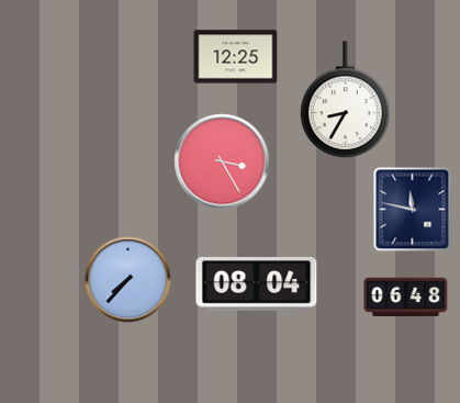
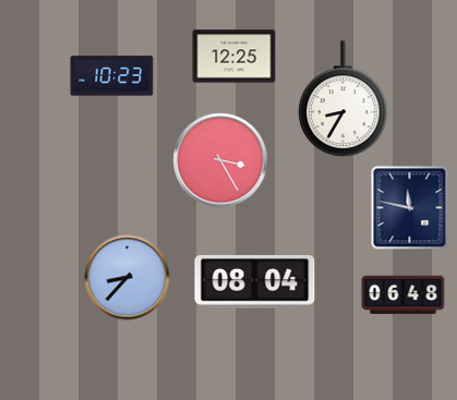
clock at (112, 76): none -> 10:23
clock at (128, 280): 7:37 -> 8:37
